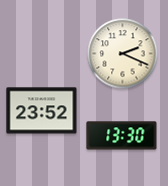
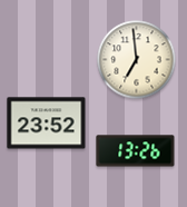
clock at (123, 54): 2:19 -> 6:59
clock at (122, 136): 13:30 -> 13:26
